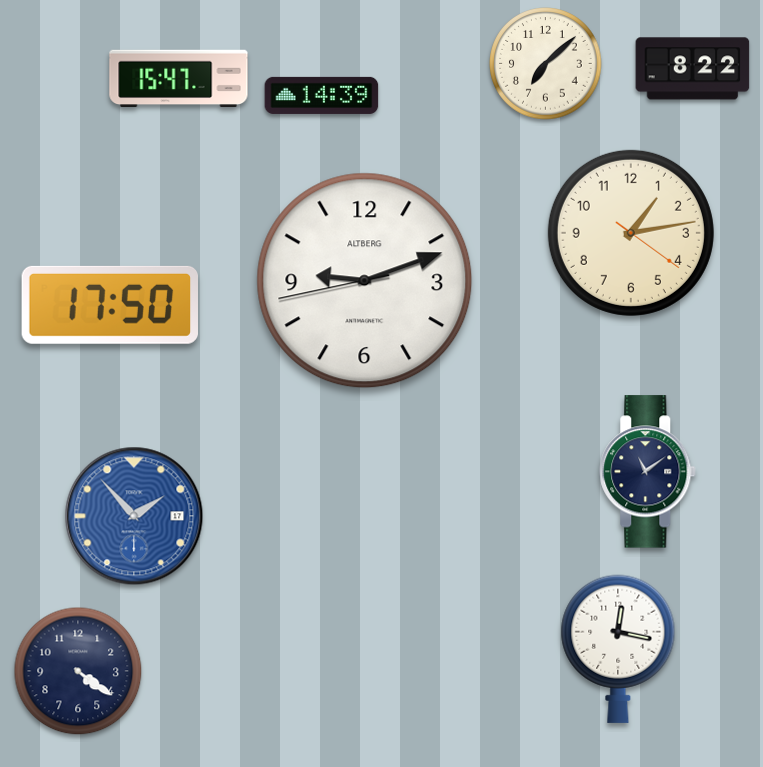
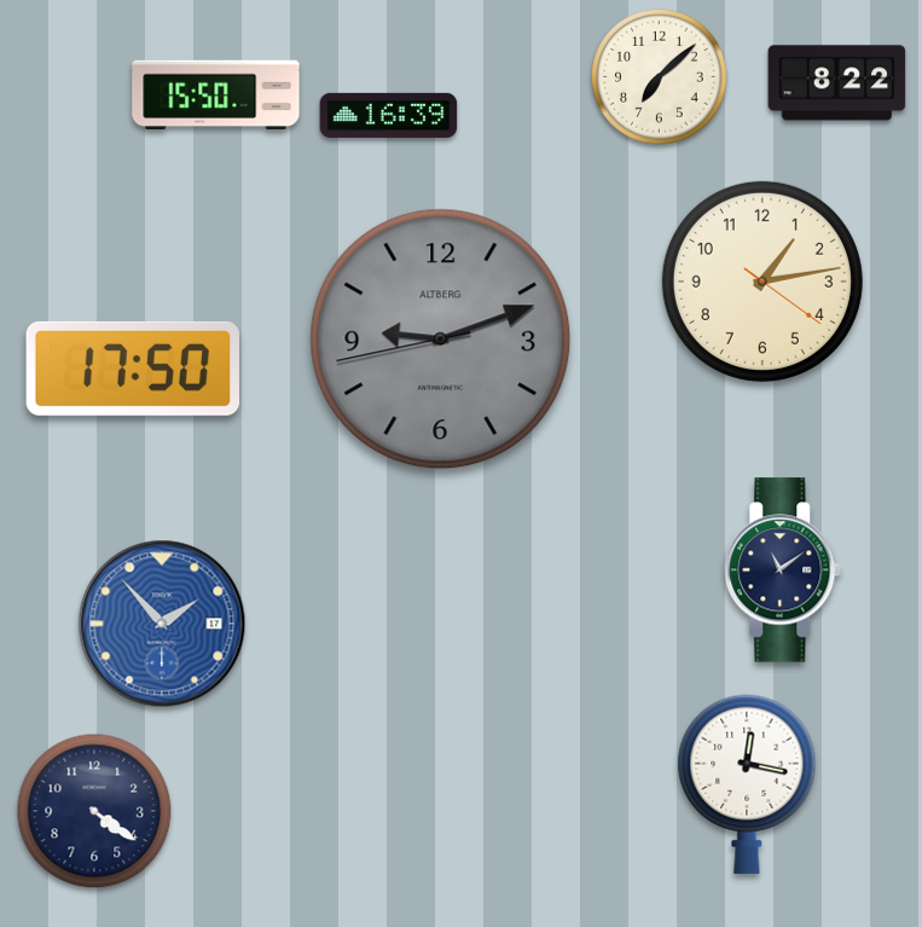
clock at (179, 79): 15:47 -> 15:50
clock at (322, 95): 14:39 -> 16:39
clock at (365, 281) dial: white -> grey
